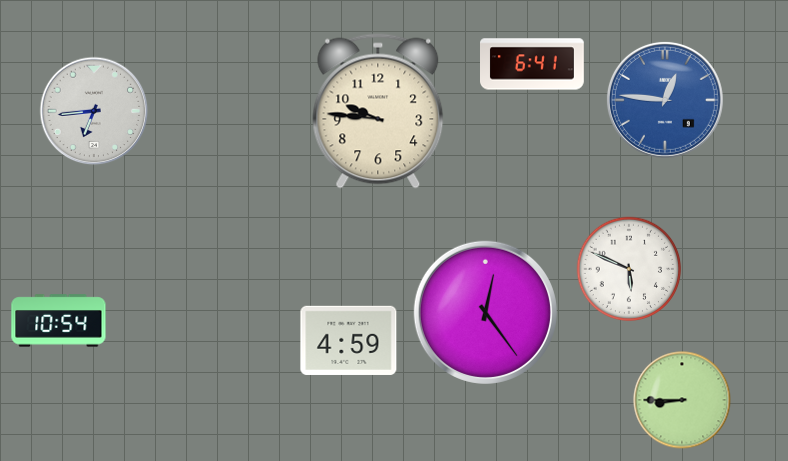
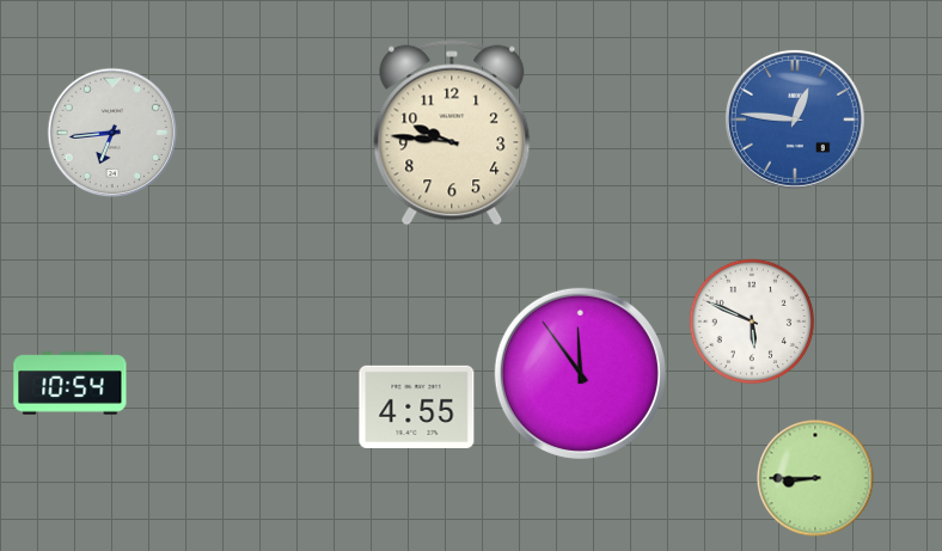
clock at (533, 64): 6:41 -> none
clock at (485, 312): 12:24 -> 11:54
clock at (349, 340): 4:59 -> 4:55
